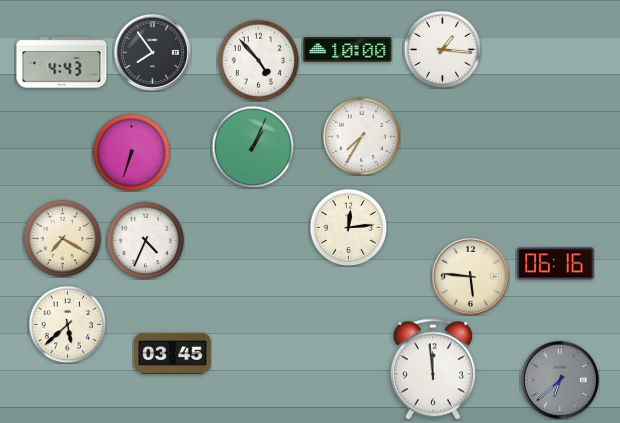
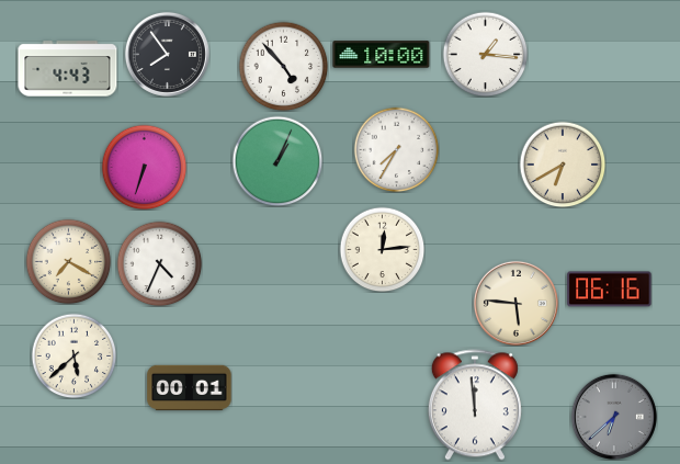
clock at (152, 52) position: (152, 52) -> (167, 54)
clock at (563, 165): none -> 6:40
clock at (173, 353): 03:45 -> 00:01
